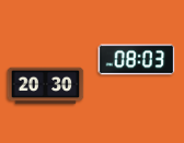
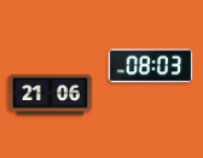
clock at (46, 86): 20:30 -> 21:06
